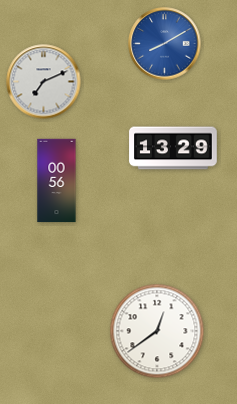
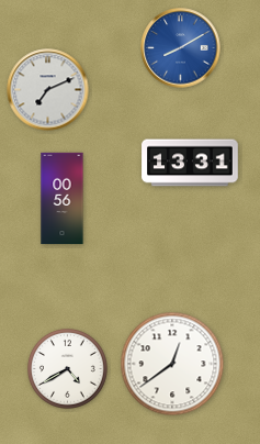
clock at (173, 148): 13:29 -> 13:31
clock at (68, 369): none -> 4:40
